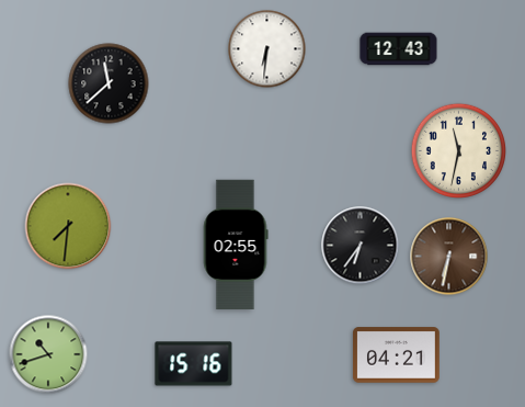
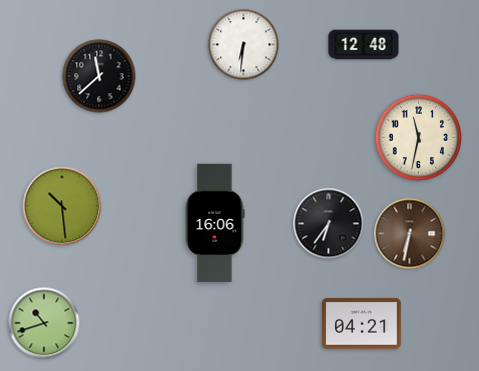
clock at (399, 49): 12:43 -> 12:48
clock at (68, 226): 7:31 -> 10:29
clock at (236, 245): 02:55 -> 16:06
clock at (194, 364): 15:16 -> none
